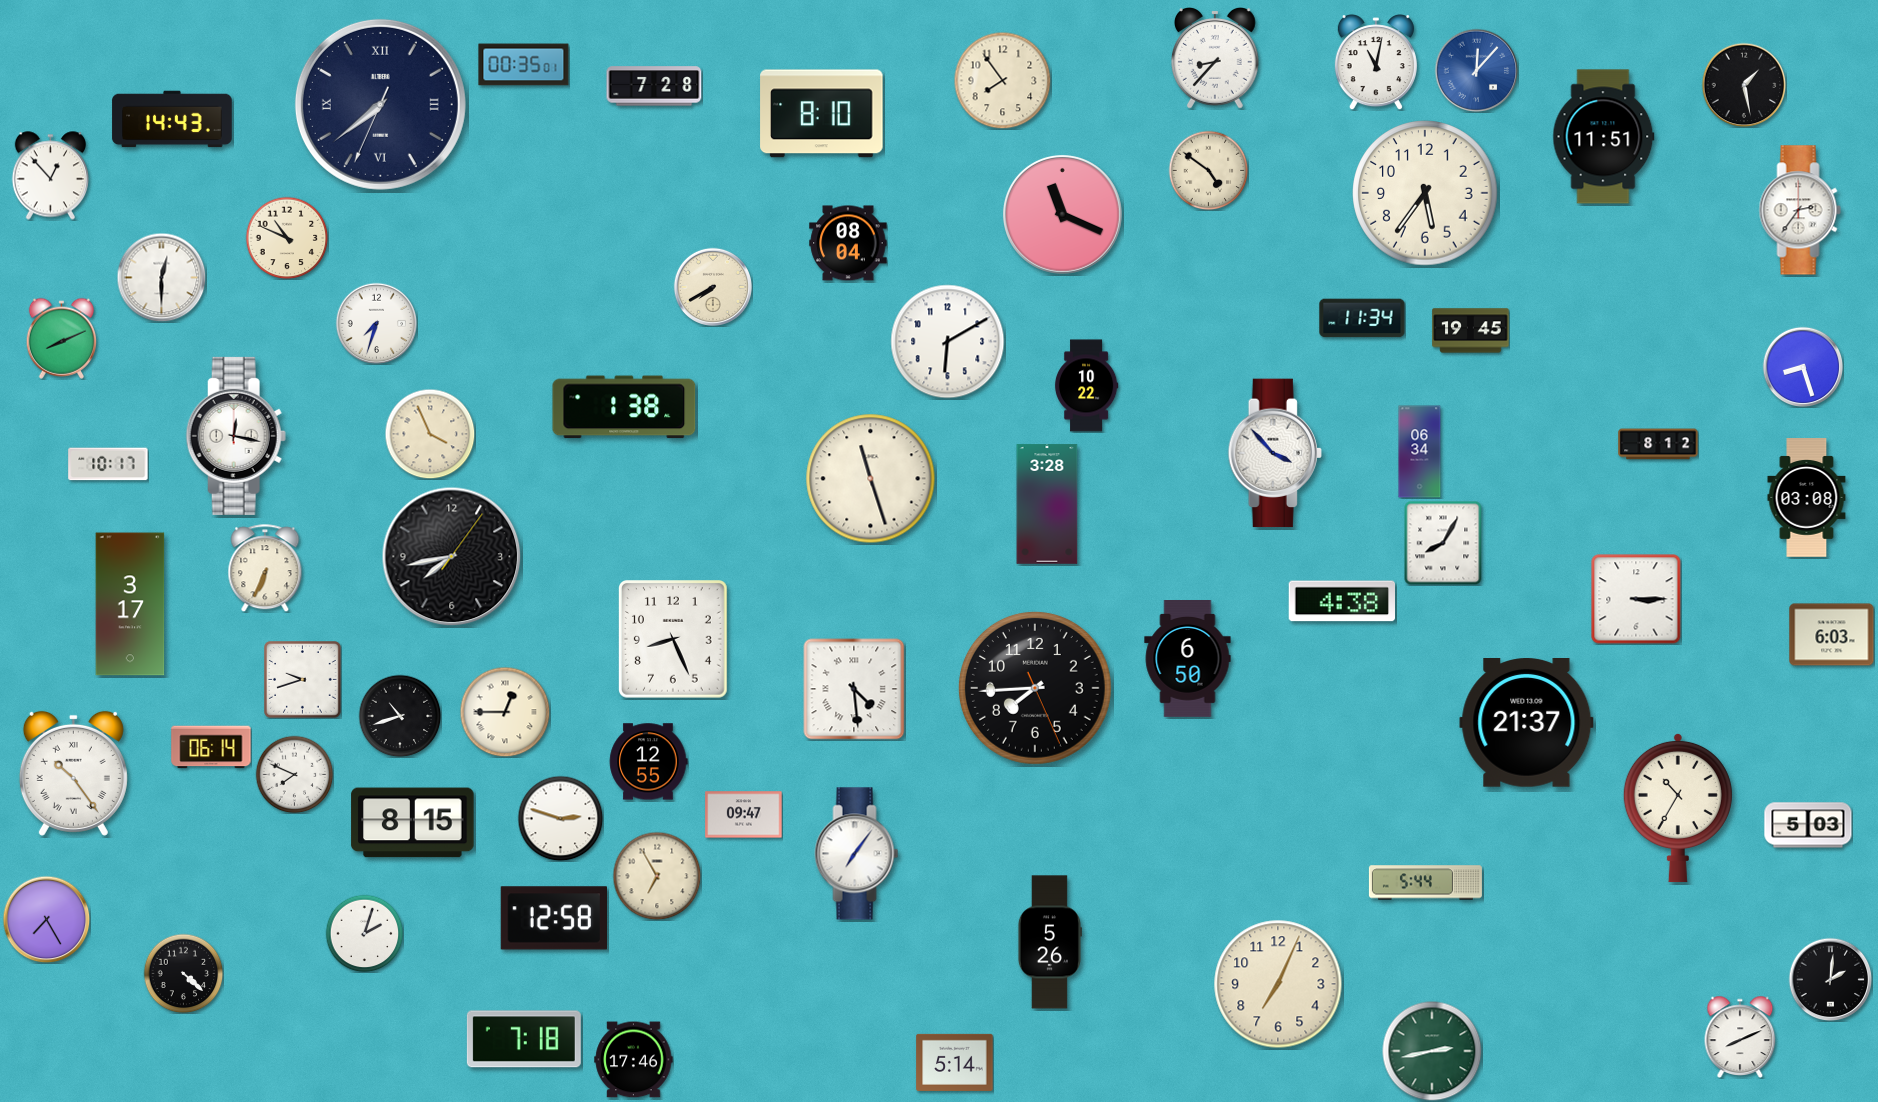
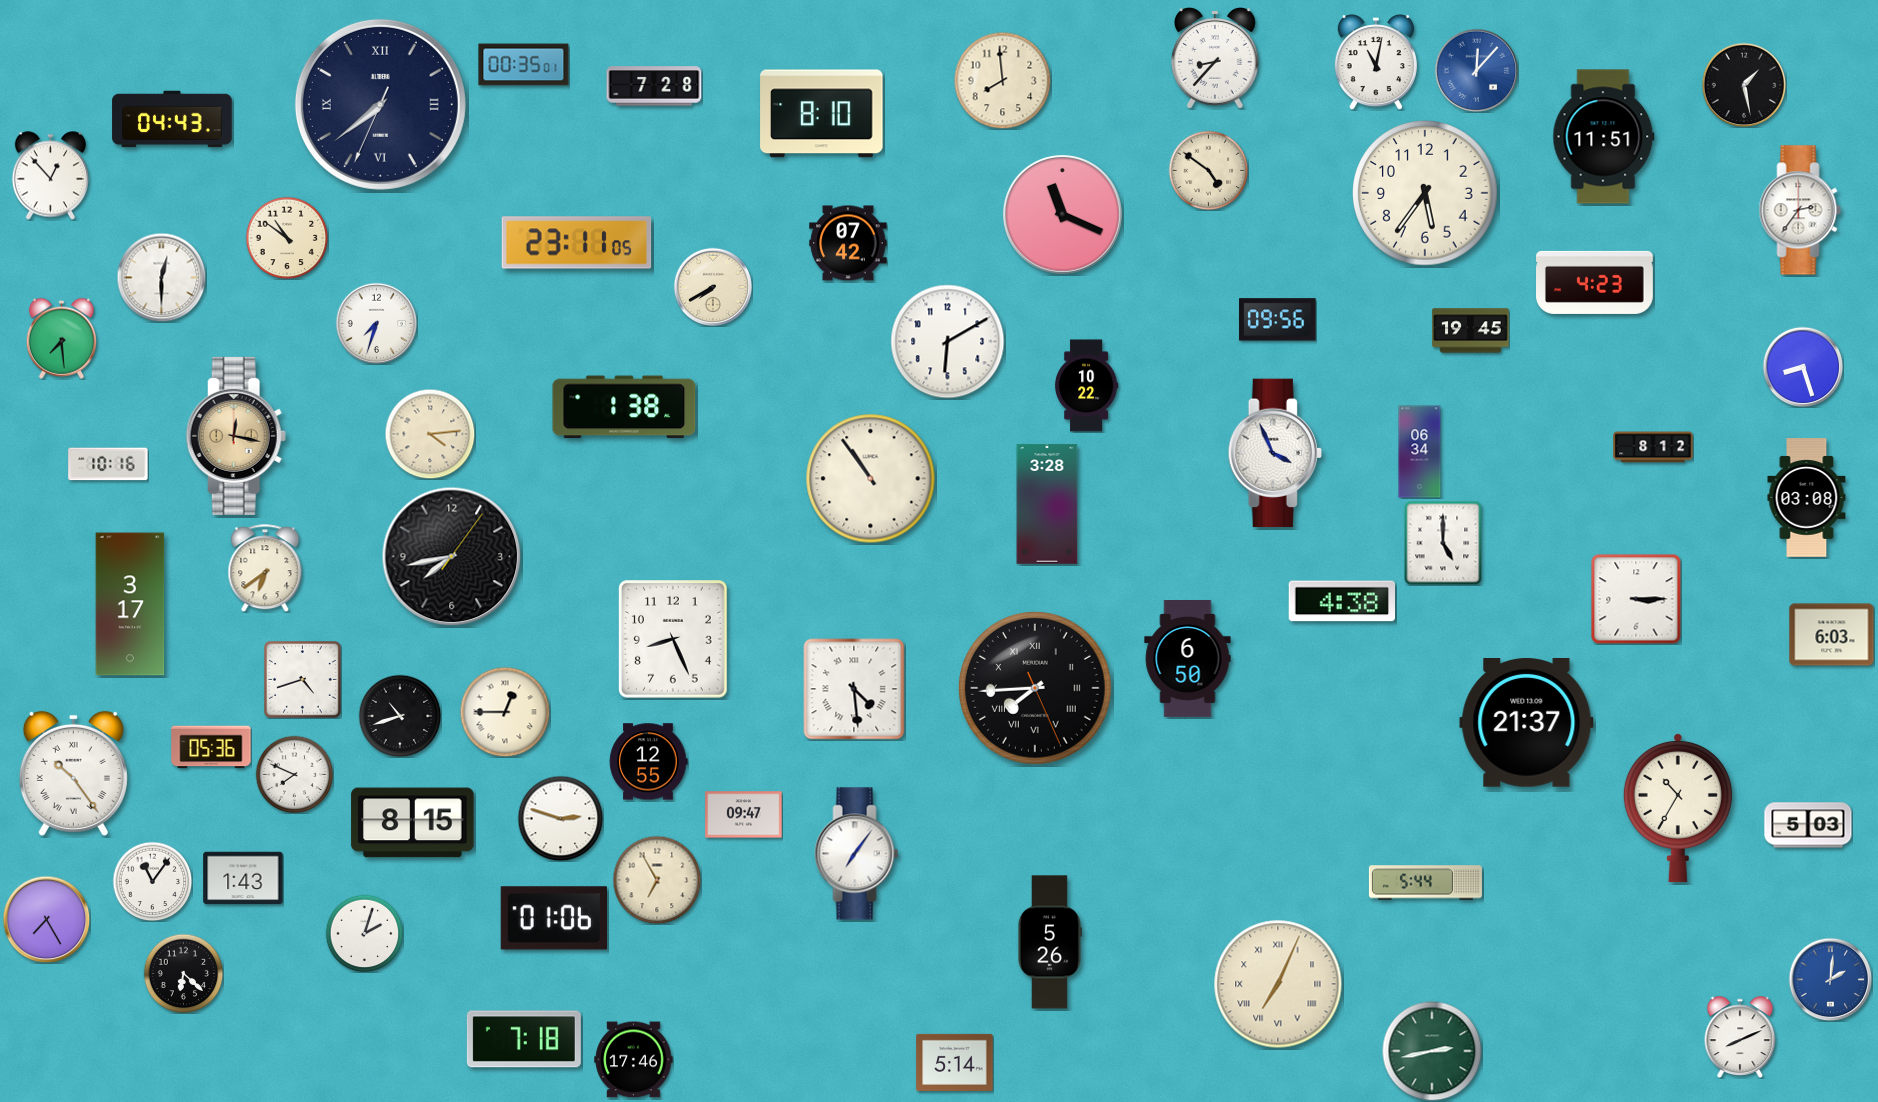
clock at (1002, 80): 7:54 -> 7:59
clock at (172, 119): 14:43 -> 04:43
clock at (287, 238): 10:49 -> 10:51
clock at (577, 243): none -> 23:11
clock at (848, 243): 08:04 -> 07:42
clock at (1595, 282): none -> 4:23
clock at (1362, 318): 11:34 -> none
clock at (1278, 320): none -> 09:56
clock at (61, 338): 8:11 -> 7:29
clock at (430, 434): 3:56 -> 4:14
clock at (236, 436) dial: white -> champagne
clock at (1658, 444) position: (1658, 444) -> (1653, 447)
clock at (1275, 453): 3:53 -> 3:56
clock at (108, 464): 10:17 -> 10:16
clock at (871, 479): 11:27 -> 10:54
clock at (1443, 543): 8:05 -> 5:00
clock at (265, 568): 6:34 -> 6:39
clock at (303, 680): 9:42 -> 4:42
clock at (1035, 688) numerals: Arabic -> Roman
clock at (211, 747): 06:14 -> 05:36
clock at (657, 876) position: (657, 876) -> (657, 880)
clock at (243, 878): none -> 1:43
clock at (152, 881): none -> 11:06
clock at (553, 918): 12:58 -> 01:06
clock at (183, 973): 4:22 -> 6:22
clock at (1830, 979) dial: black -> blue
clock at (1278, 984) numerals: Arabic -> Roman
